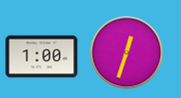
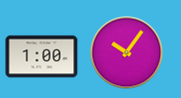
clock at (127, 53): 12:33 -> 10:06
